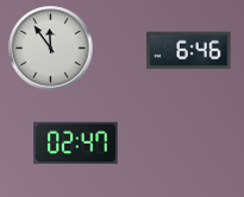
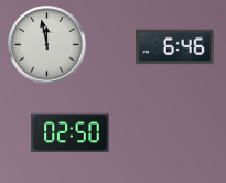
clock at (51, 49): 11:54 -> 11:58
clock at (76, 144): 02:47 -> 02:50
